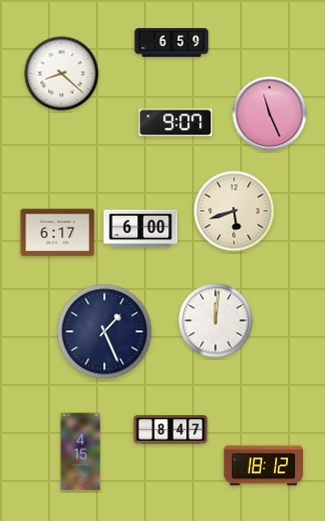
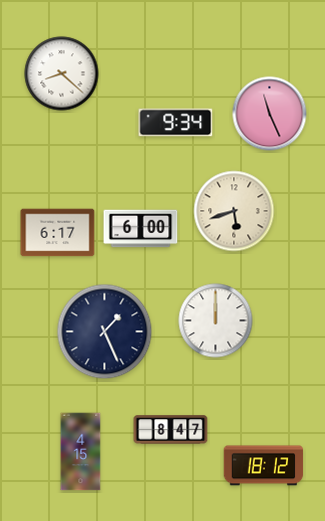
clock at (172, 43): 6:59 -> none
clock at (176, 123): 9:07 -> 9:34
clock at (216, 321): 12:01 -> 12:00
